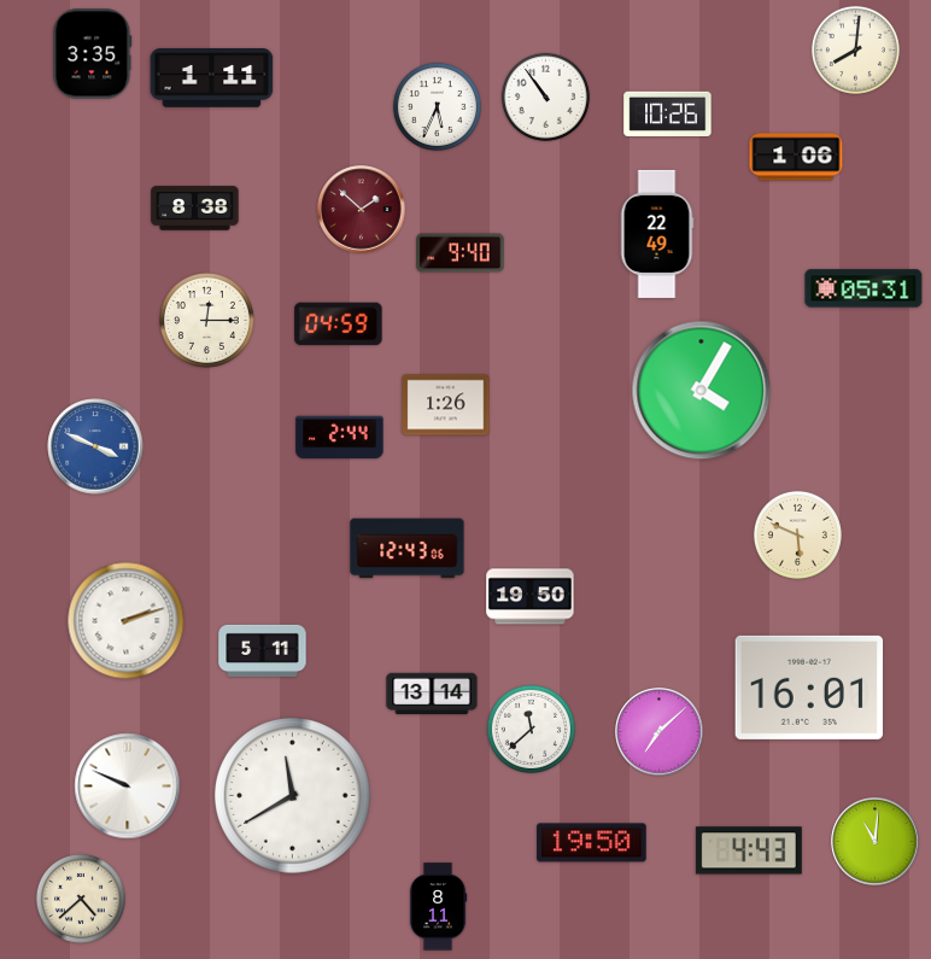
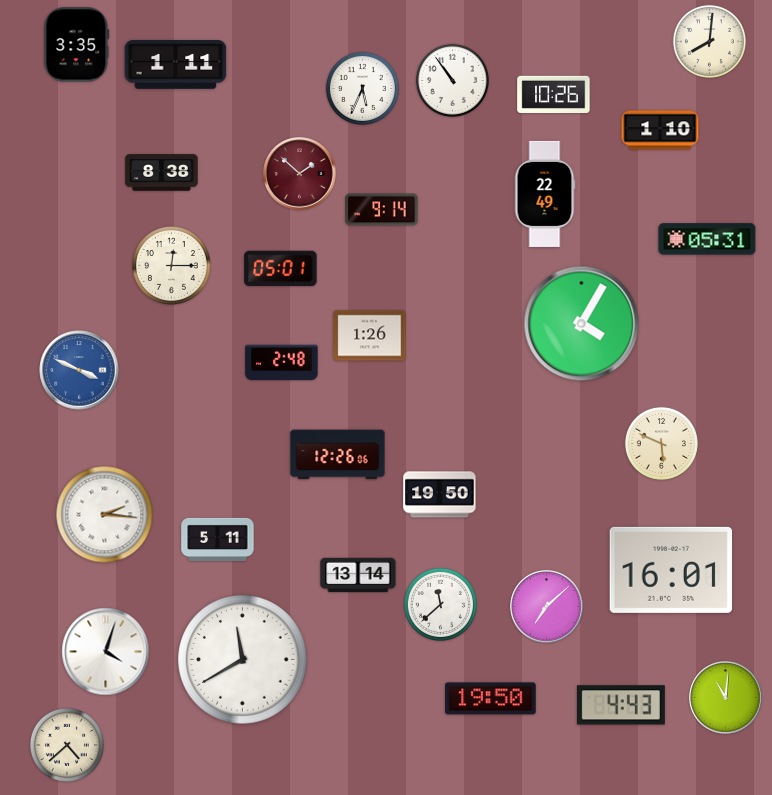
clock at (796, 157): 1:06 -> 1:10
clock at (461, 253): 9:40 -> 9:14
clock at (863, 288) position: (863, 288) -> (707, 239)
clock at (339, 324): 04:59 -> 05:01
clock at (340, 438): 2:44 -> 2:48
clock at (408, 549): 12:43 -> 12:26
clock at (127, 621): 2:12 -> 2:16
clock at (128, 787): 9:49 -> 4:03
clock at (438, 907): 8:11 -> none
